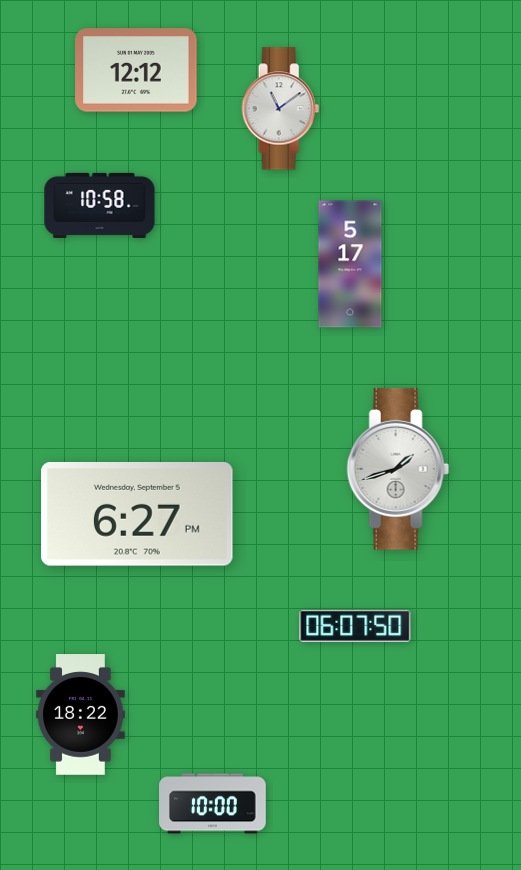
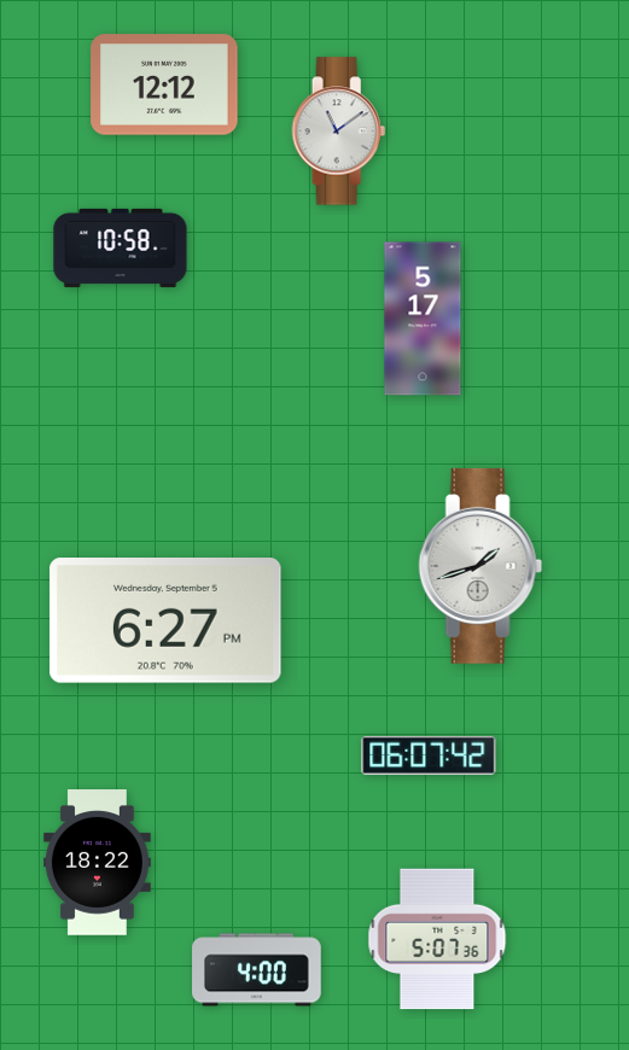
clock at (355, 626): 06:07:50 -> 06:07:42
clock at (437, 939): none -> 5:07
clock at (213, 804): 10:00 -> 4:00
